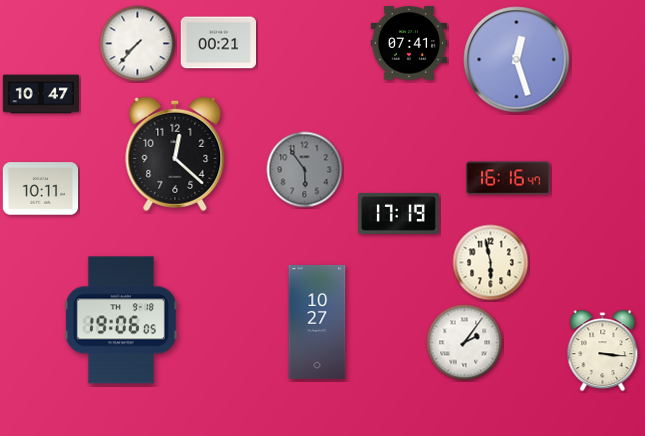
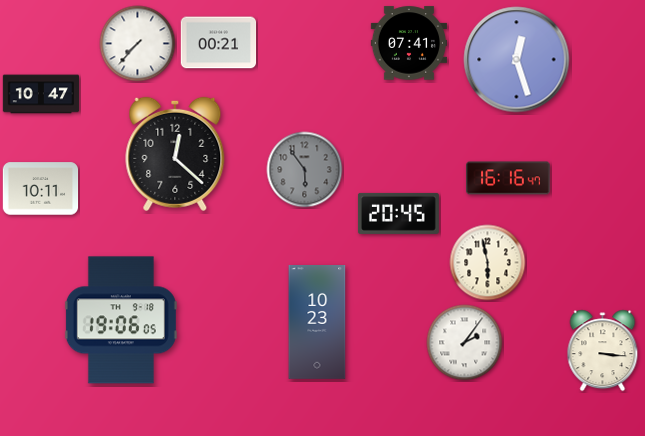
clock at (398, 213): 17:19 -> 20:45
clock at (491, 263) position: (491, 263) -> (488, 263)
clock at (317, 323): 10:27 -> 10:23
